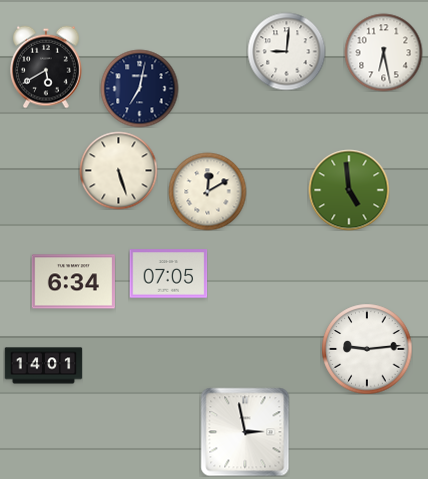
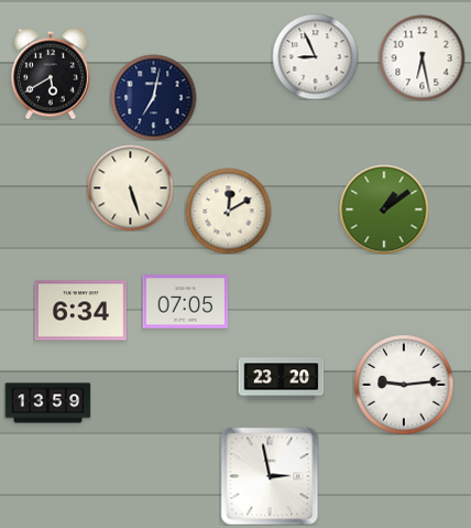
clock at (286, 51): 9:01 -> 8:56
clock at (349, 190): 4:59 -> 1:09
clock at (281, 379): none -> 23:20
clock at (43, 366): 14:01 -> 13:59
